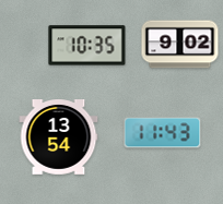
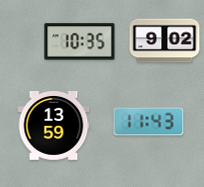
clock at (59, 137): 13:54 -> 13:59
